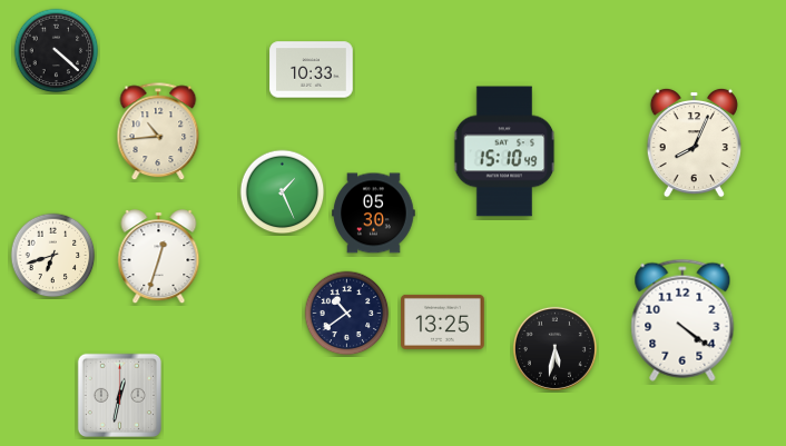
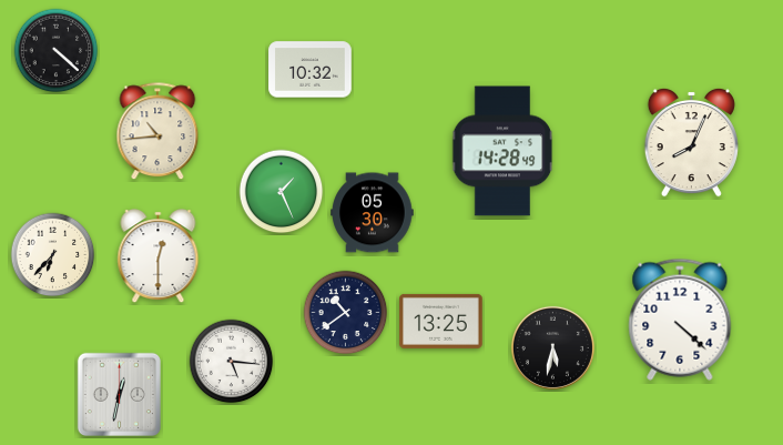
clock at (312, 70): 10:33 -> 10:32
clock at (504, 151): 15:10 -> 14:28
clock at (53, 256): 6:42 -> 6:37
clock at (159, 257): 12:33 -> 12:30
clock at (682, 320): 4:21 -> 4:22
clock at (232, 362): none -> 5:16
